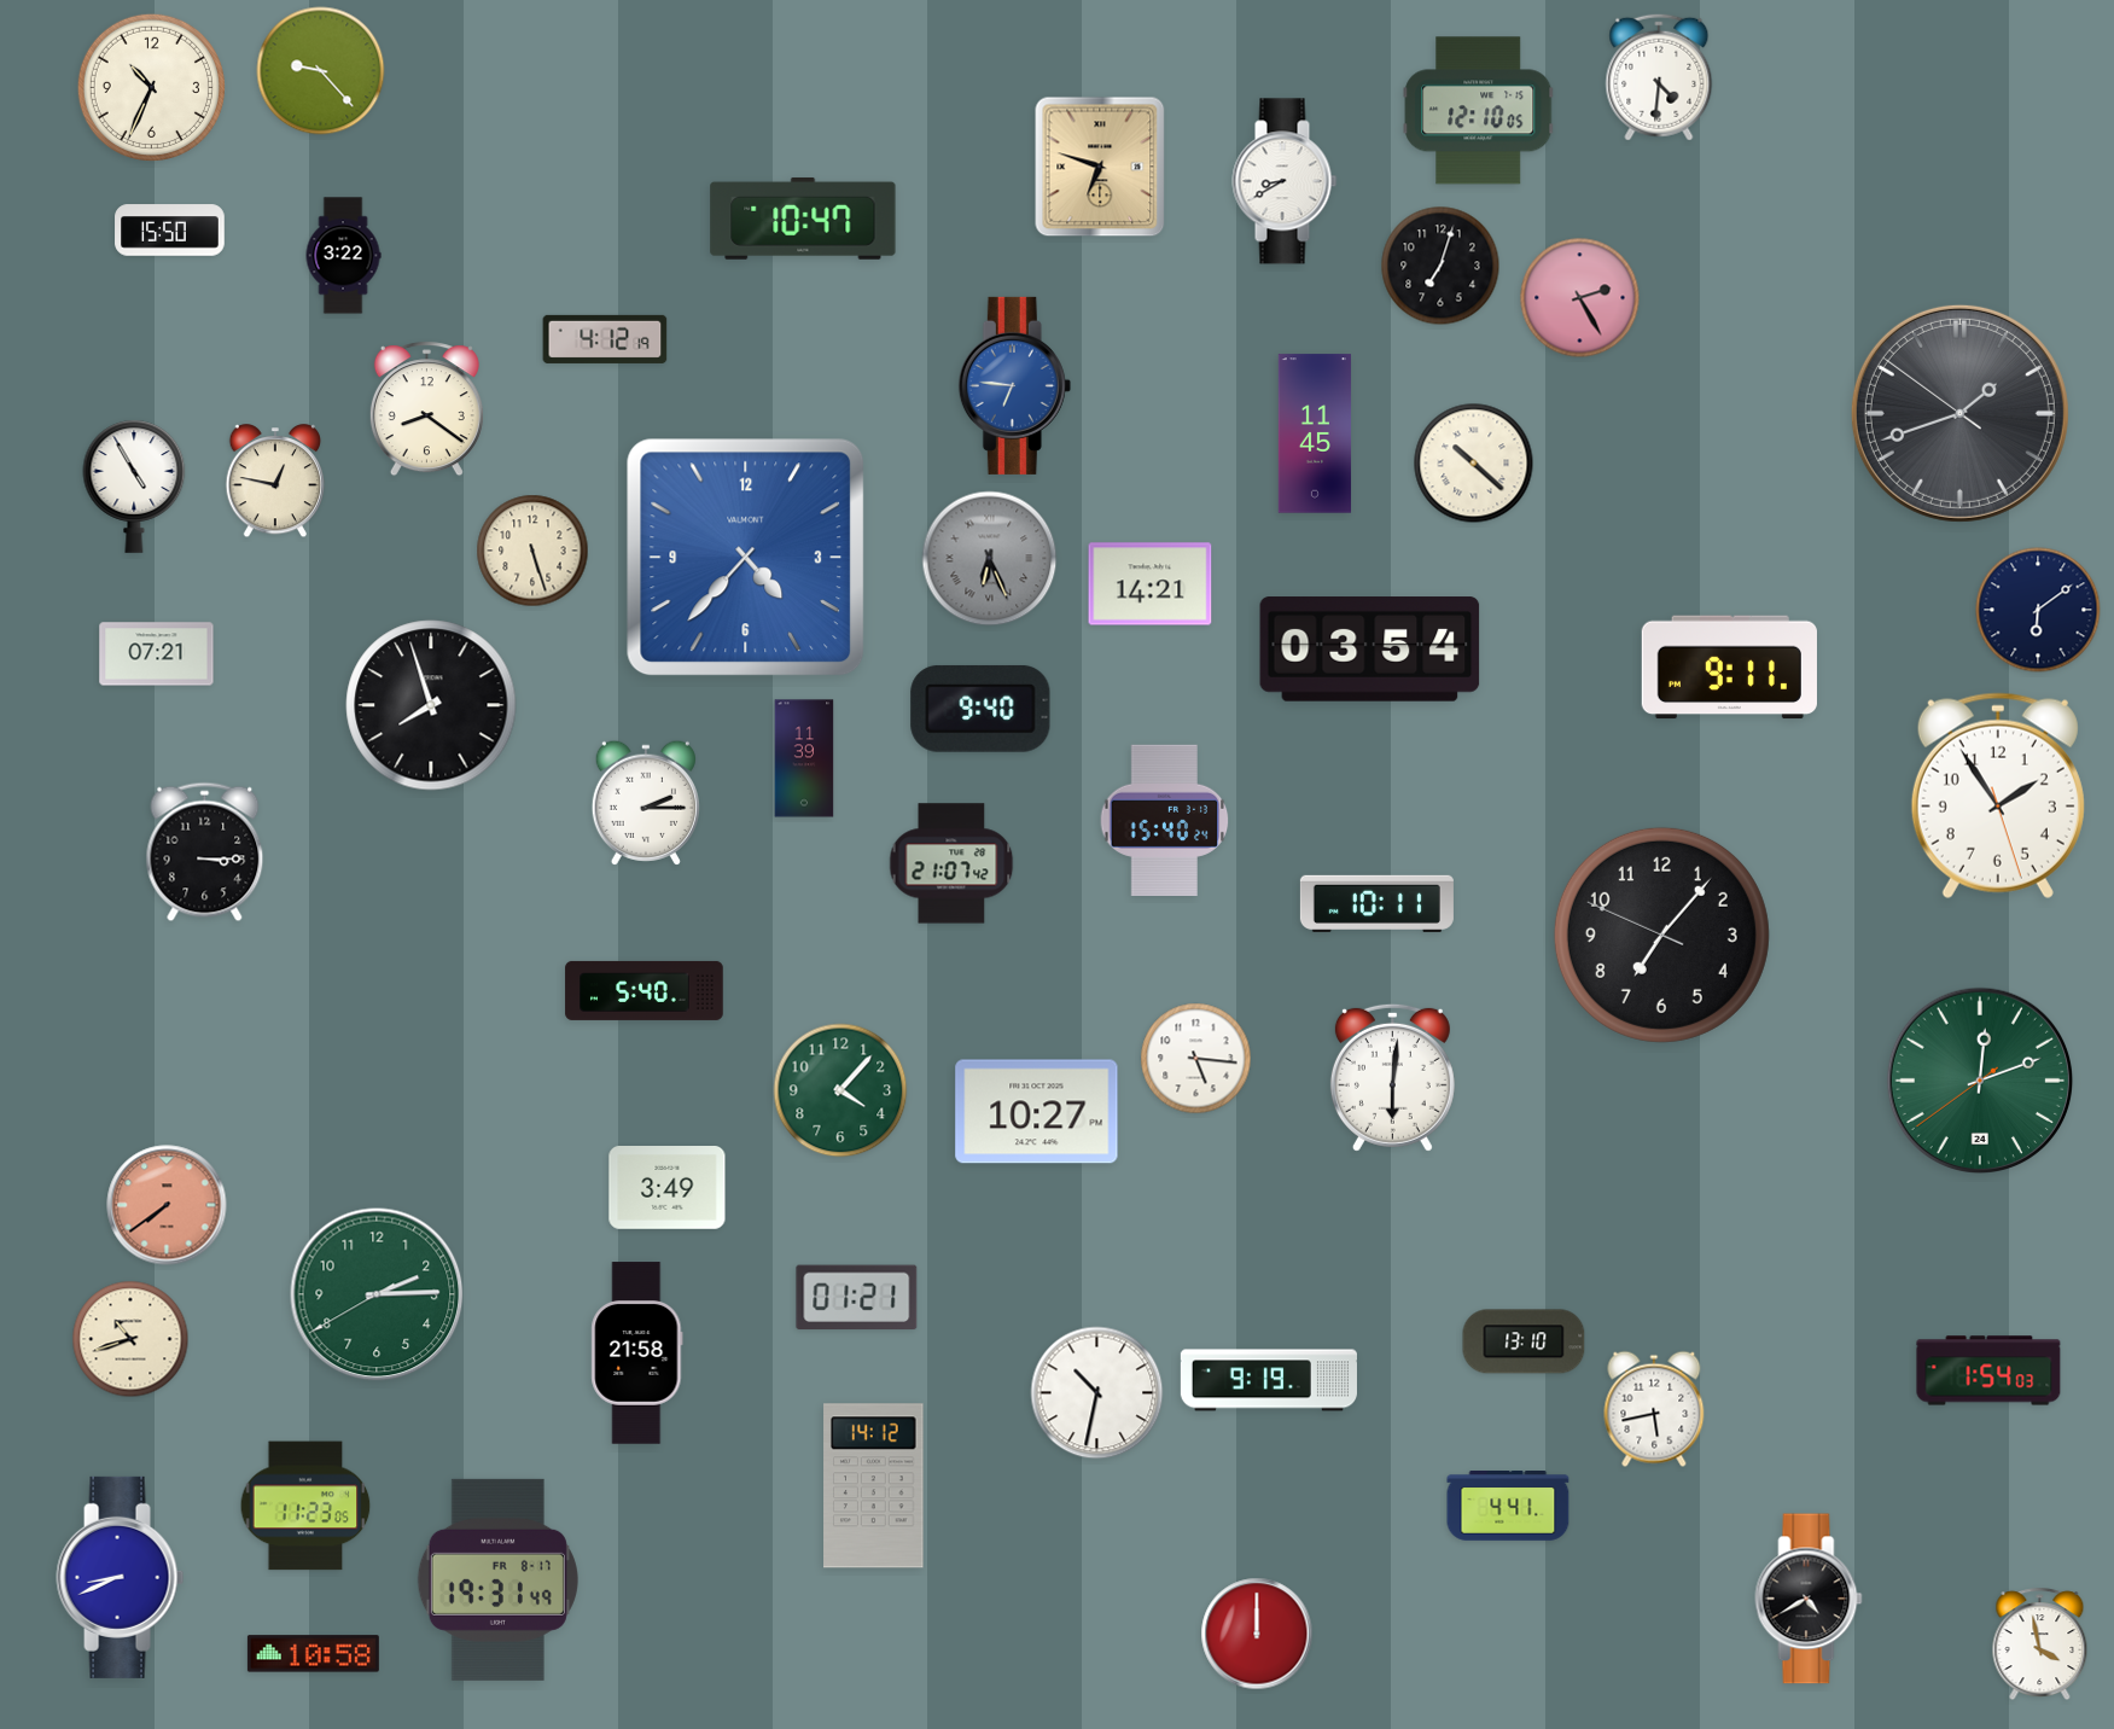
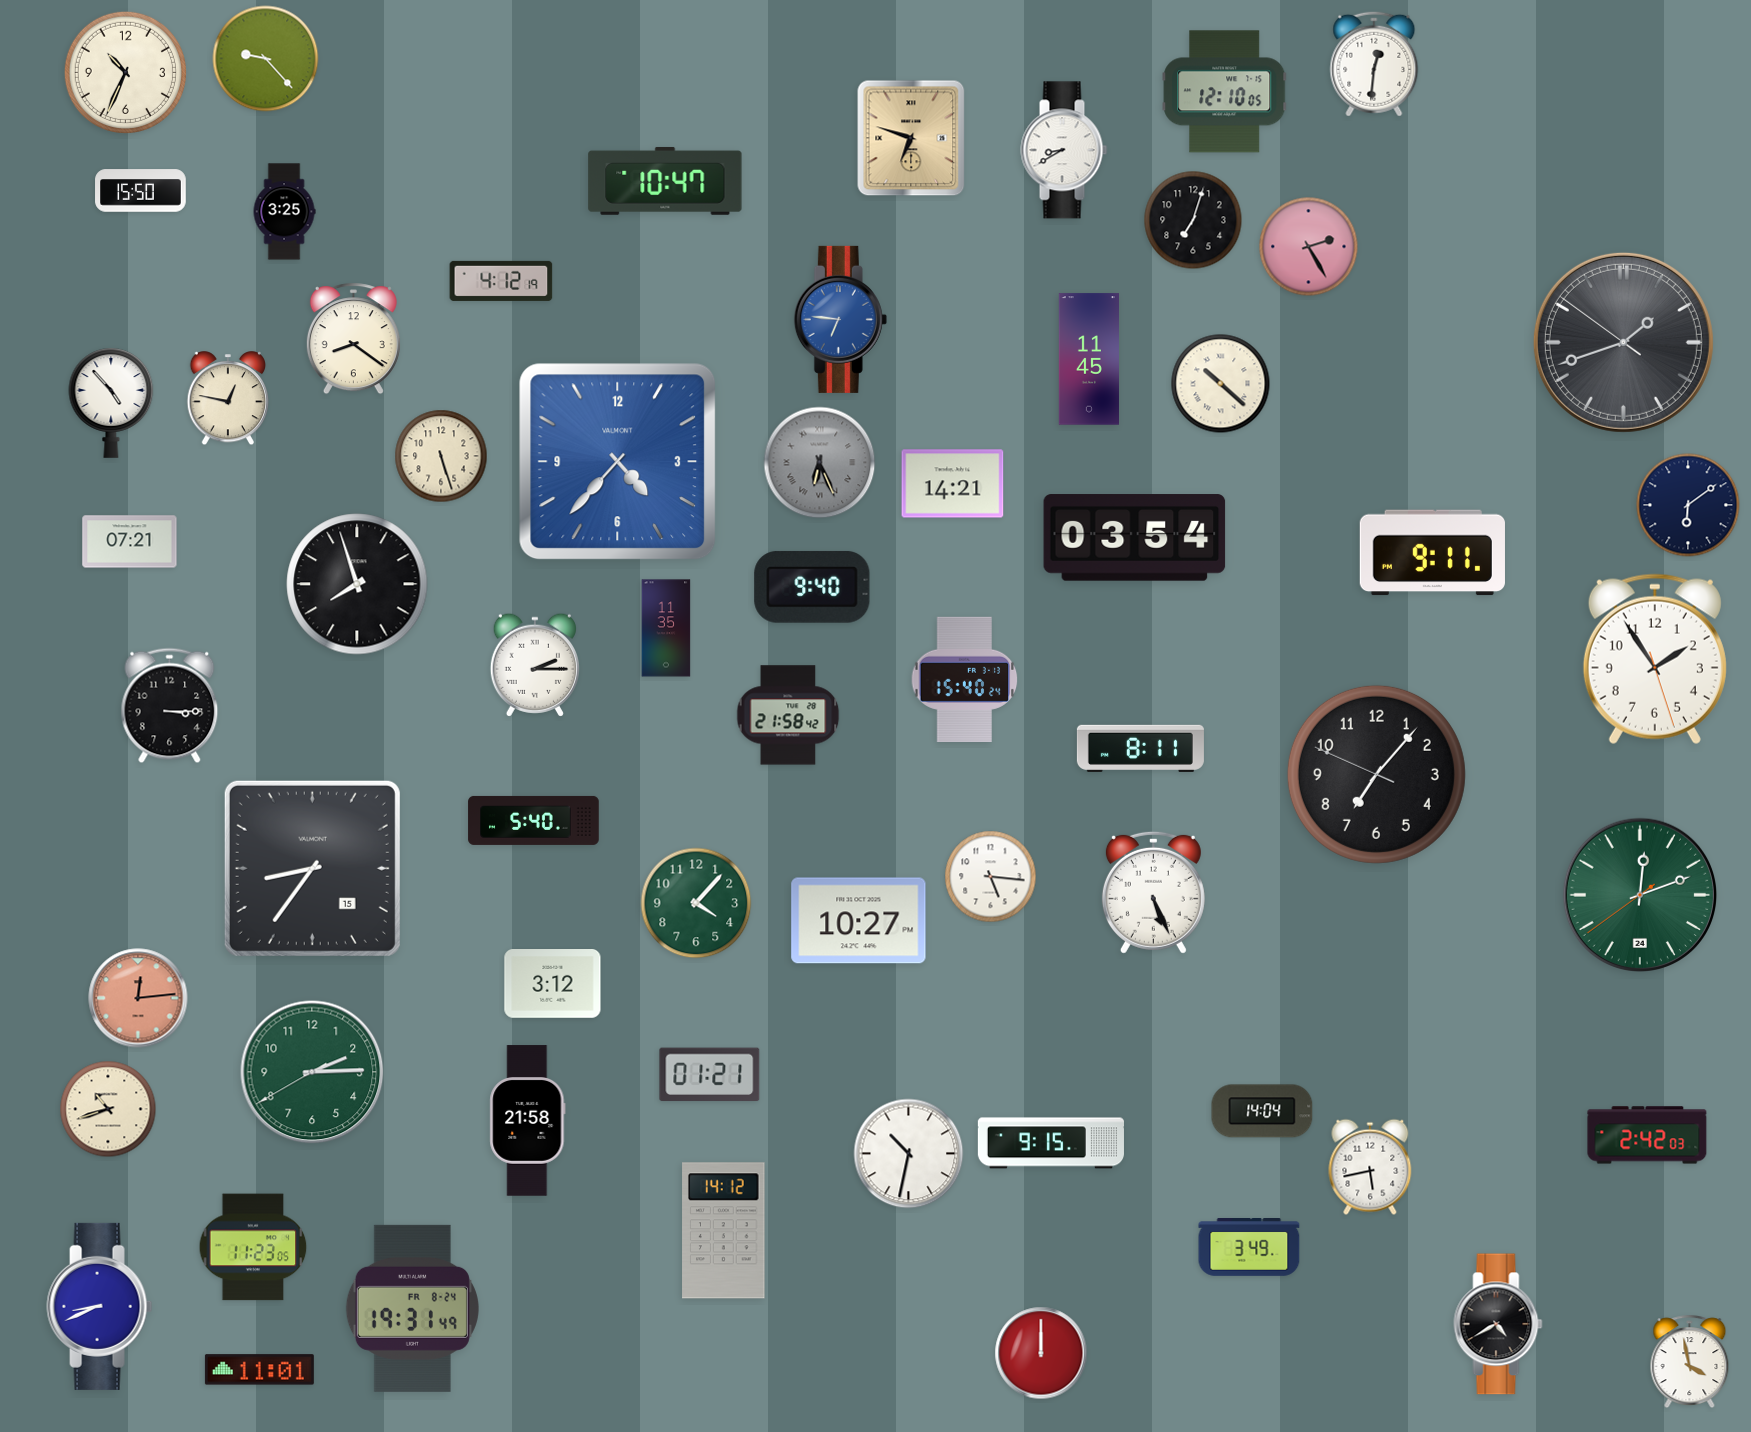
clock at (1659, 77): 4:31 -> 12:31
clock at (343, 256): 3:22 -> 3:25
clock at (134, 487): 4:55 -> 4:53
clock at (804, 758): 11:39 -> 11:35
clock at (951, 863): 21:07 -> 21:58
clock at (1376, 903): 10:11 -> 8:11
clock at (312, 868): none -> 8:36
clock at (1392, 1077): 6:01 -> 5:26
clock at (668, 1188): 3:49 -> 3:12
clock at (167, 1205): 7:39 -> 12:14
clock at (1524, 1341): 13:10 -> 14:04
clock at (1988, 1370): 1:54 -> 2:42
clock at (1269, 1380): 9:19 -> 9:15
clock at (1508, 1507): 4:41 -> 3:49
clock at (497, 1579) date: FR 8-17 -> FR 8-24
clock at (313, 1654): 10:58 -> 11:01
